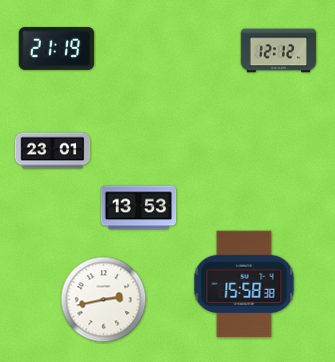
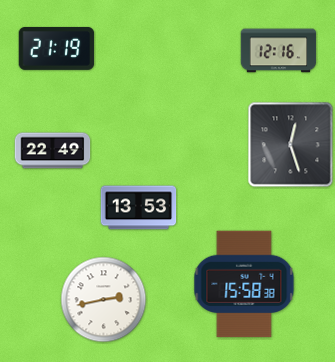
clock at (279, 51): 12:12 -> 12:16
clock at (291, 145): none -> 12:27
clock at (53, 151): 23:01 -> 22:49
